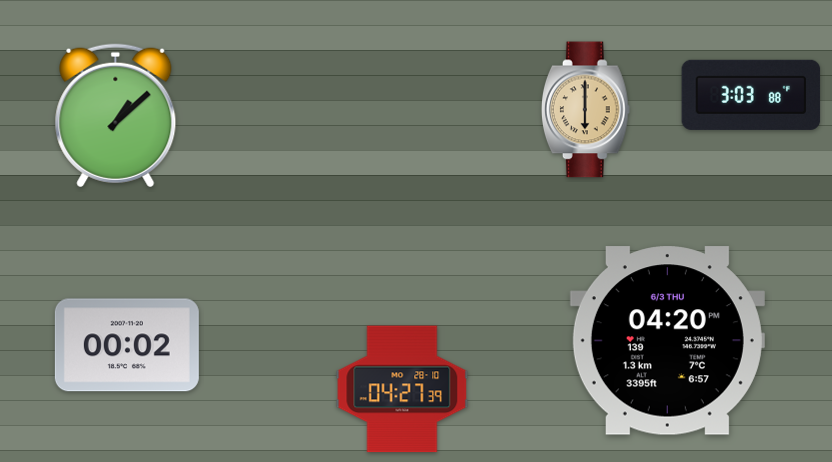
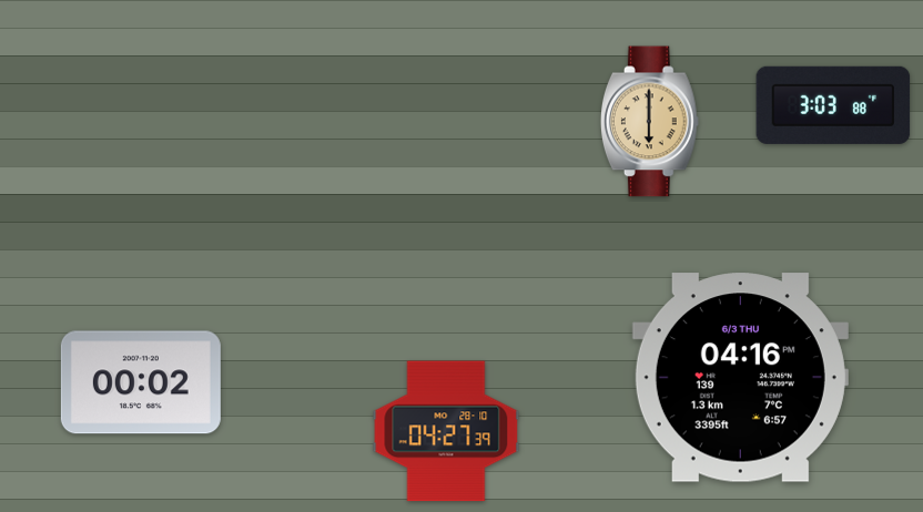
clock at (116, 116): 1:08 -> none
clock at (667, 341): 04:20 -> 04:16
